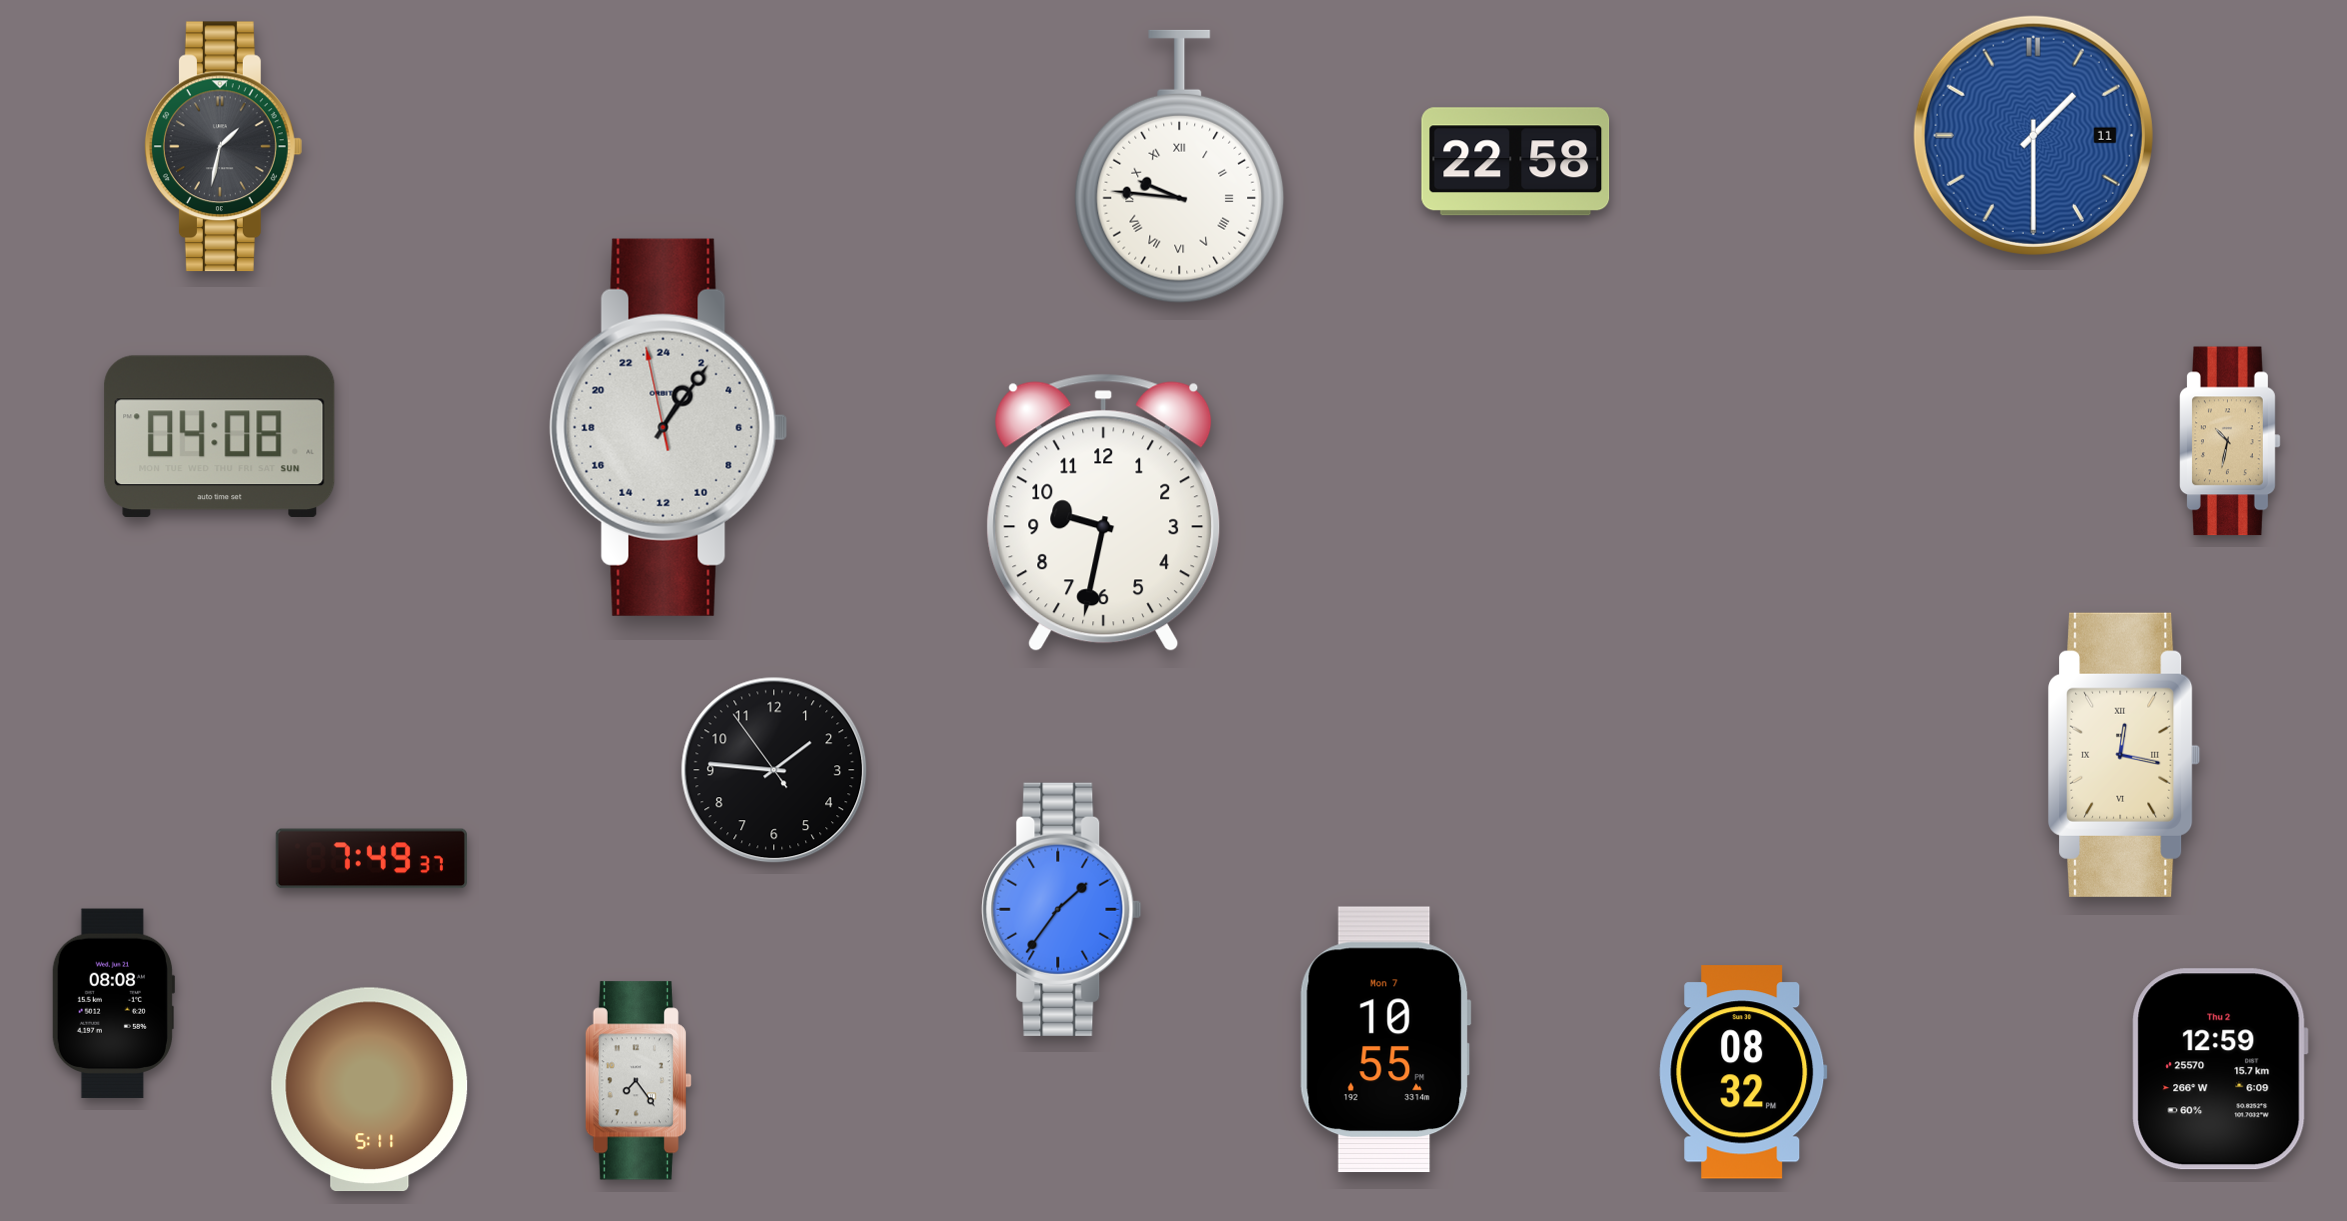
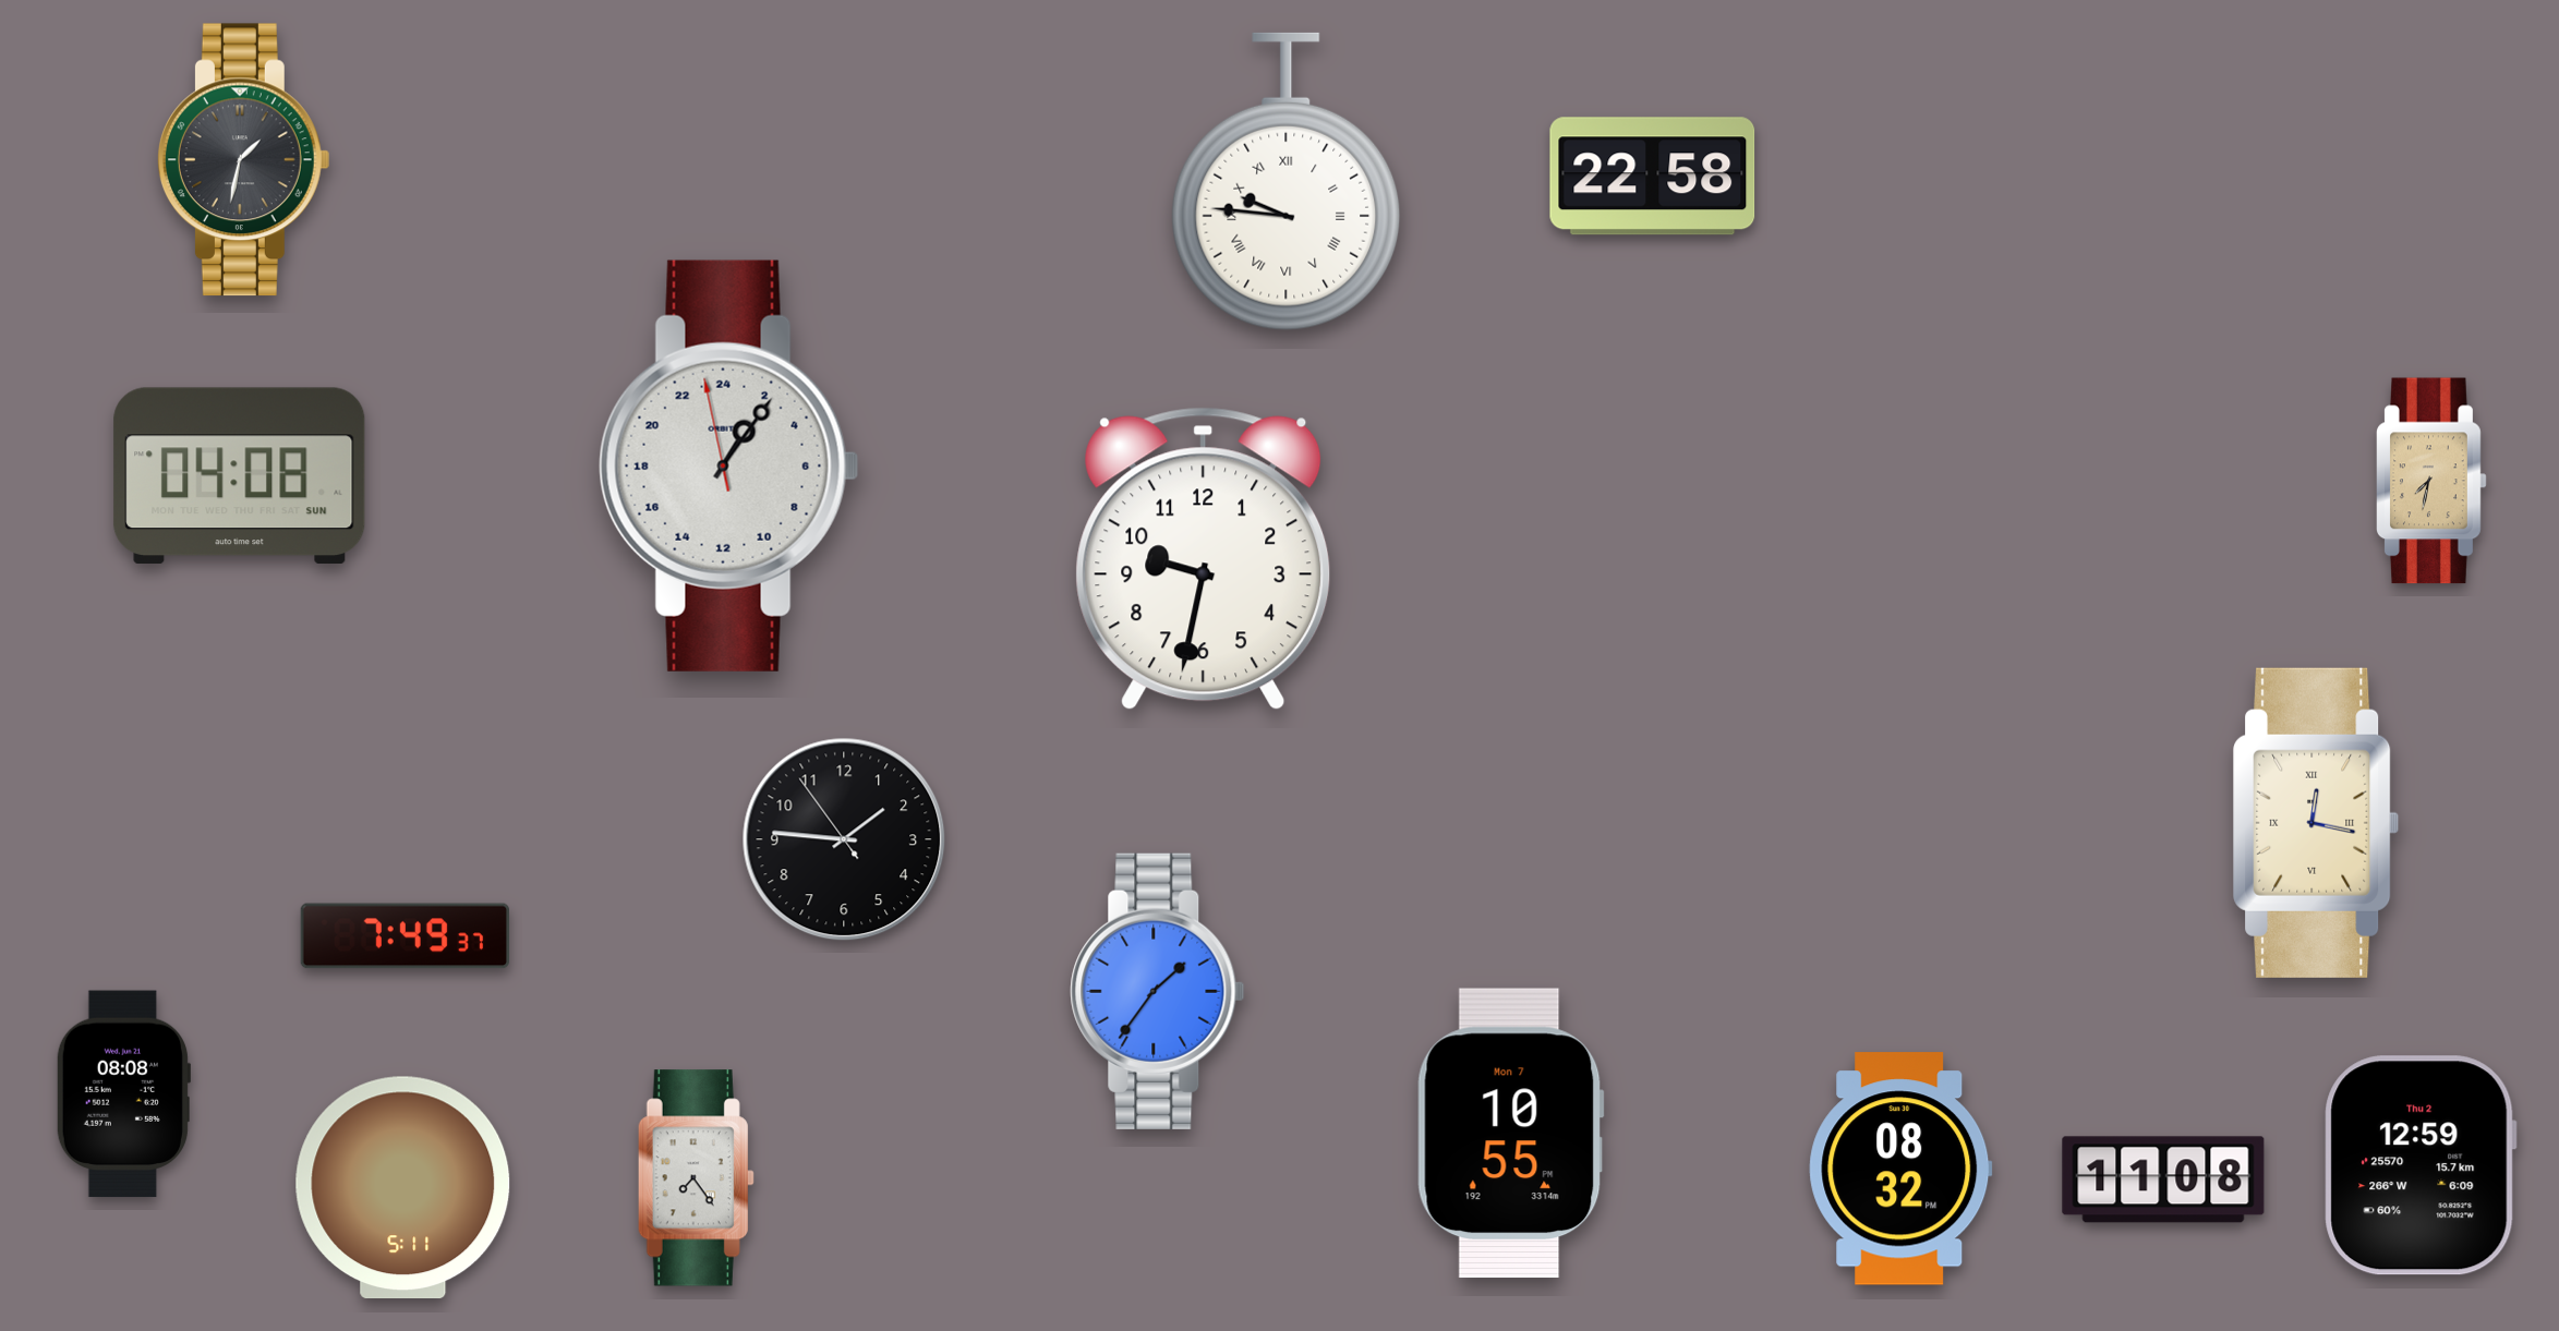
clock at (2033, 135): 1:30 -> none
clock at (2230, 441): 10:32 -> 7:32
clock at (2163, 1179): none -> 11:08
